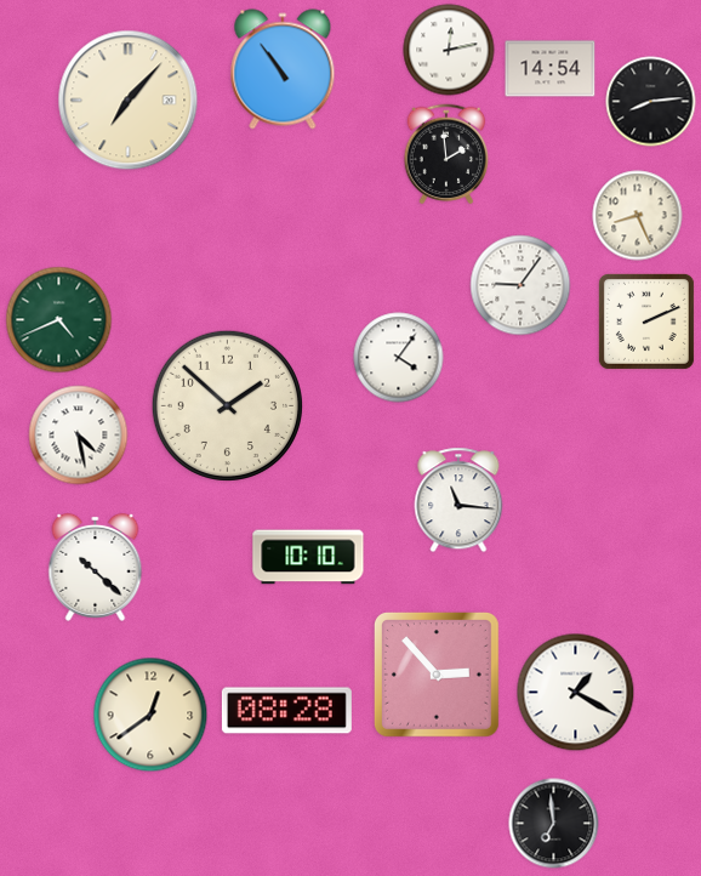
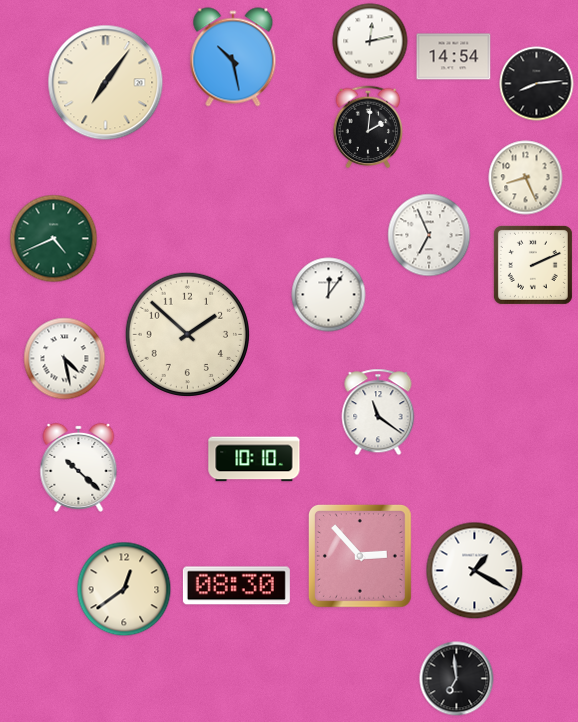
clock at (283, 69): 10:54 -> 10:28
clock at (129, 101): 7:07 -> 7:06
clock at (446, 154): 1:59 -> 2:01
clock at (520, 285): 9:06 -> 6:56
clock at (59, 320) position: (59, 320) -> (54, 239)
clock at (399, 358): 4:06 -> 12:06
clock at (458, 500): 11:16 -> 11:21
clock at (286, 711): 08:28 -> 08:30
